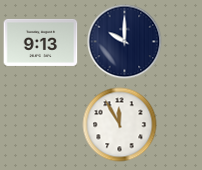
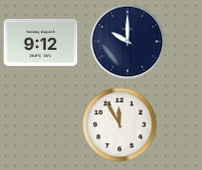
clock at (41, 42): 9:13 -> 9:12
clock at (125, 42) position: (125, 42) -> (128, 42)
